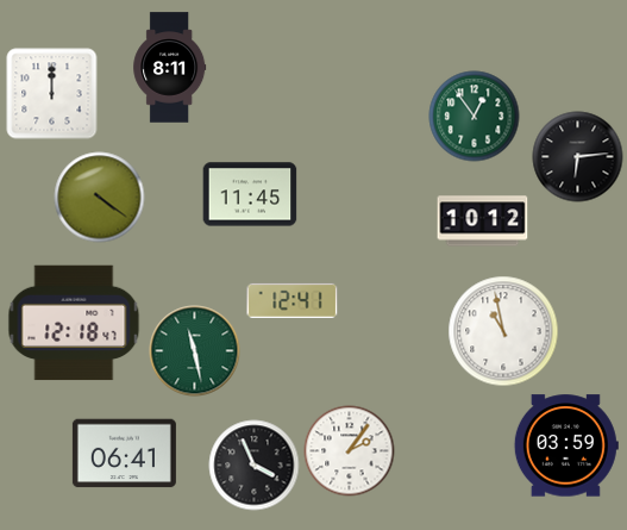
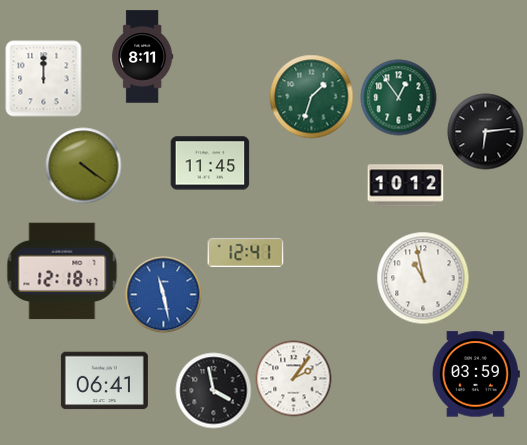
clock at (312, 97): none -> 1:33
clock at (195, 351) dial: green -> blue
clock at (255, 466): 3:56 -> 3:58
